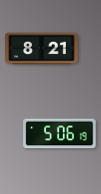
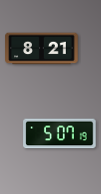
clock at (60, 134): 5:06 -> 5:07
